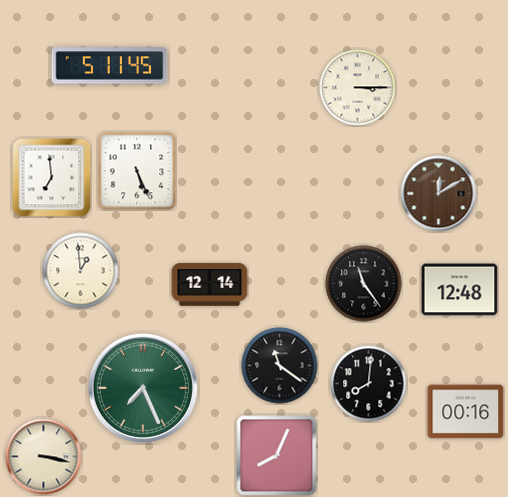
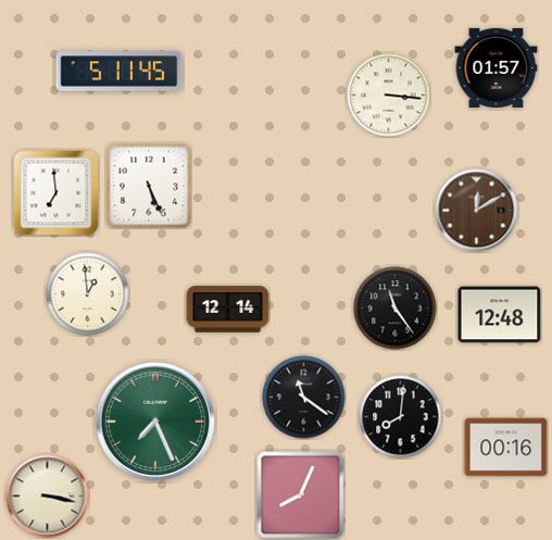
clock at (497, 67): none -> 01:57
clock at (358, 88): 3:15 -> 3:16
